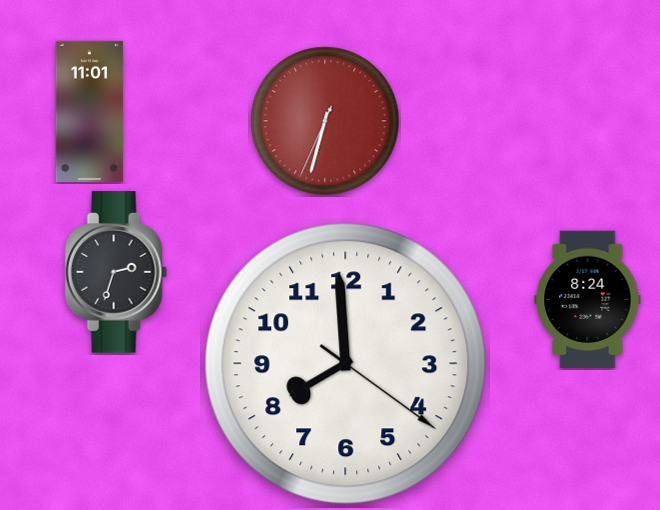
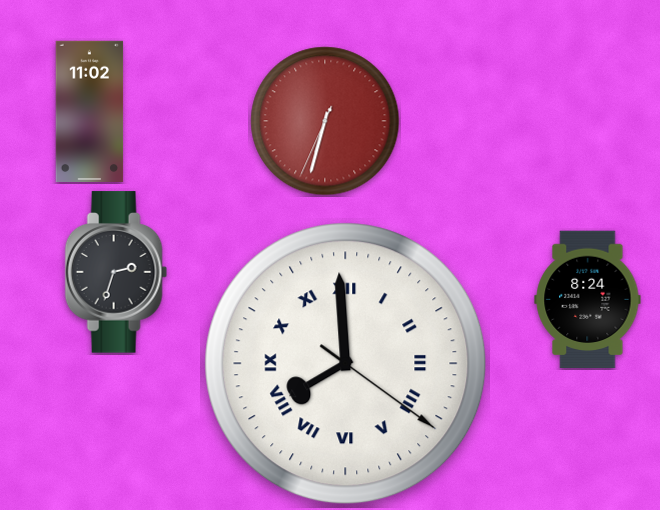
clock at (90, 111): 11:01 -> 11:02
clock at (346, 364) numerals: Arabic -> Roman
